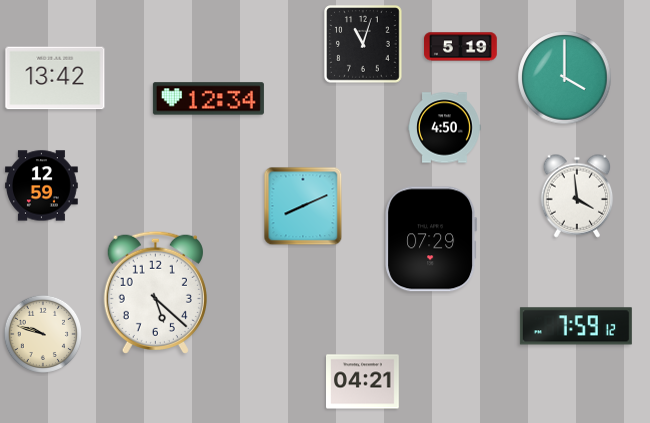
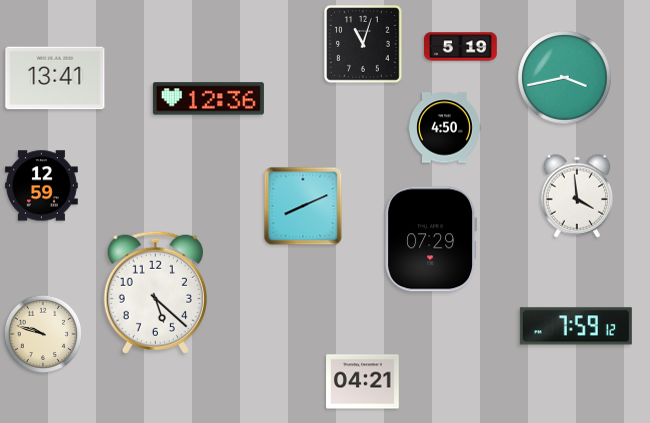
clock at (55, 78): 13:42 -> 13:41
clock at (565, 78): 4:00 -> 3:43
clock at (208, 99): 12:34 -> 12:36
